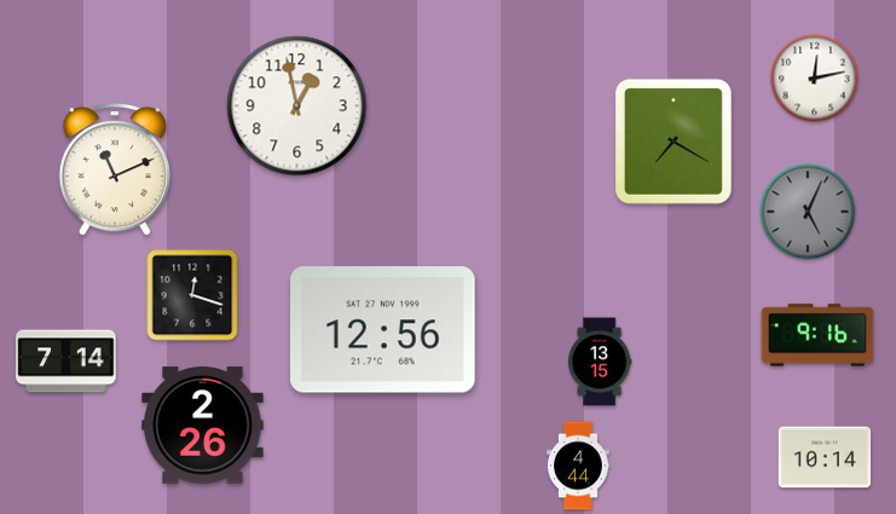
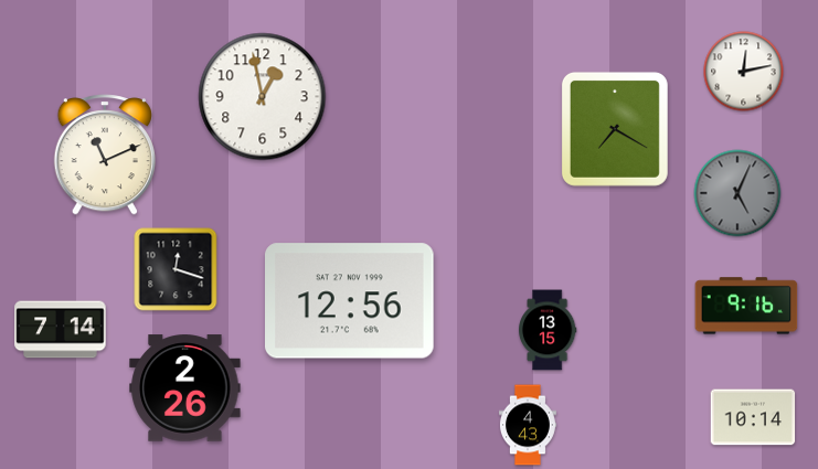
clock at (297, 106) position: (297, 106) -> (263, 97)
clock at (578, 466): 4:44 -> 4:43
